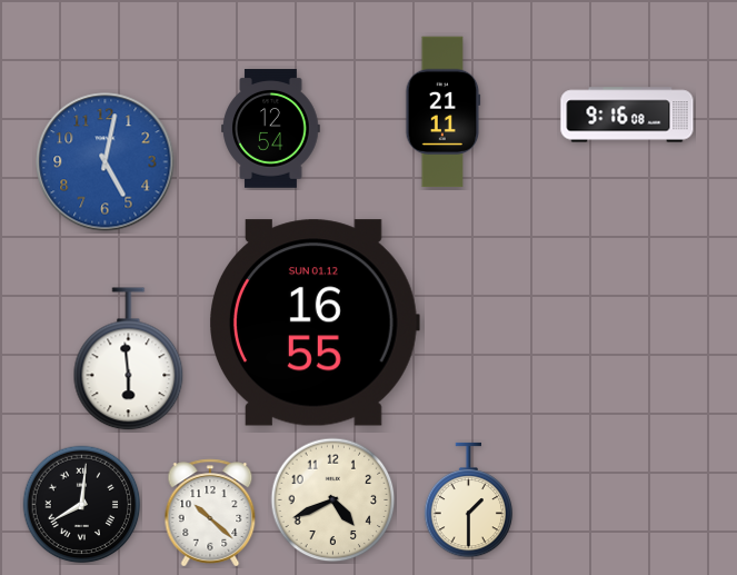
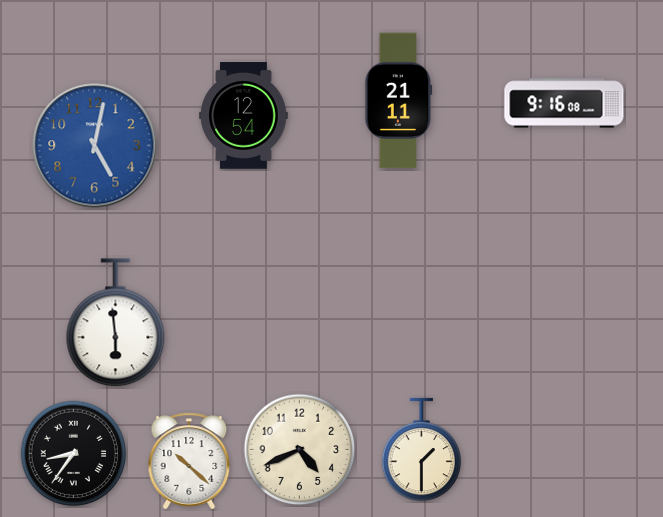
clock at (315, 323): 16:55 -> none
clock at (82, 505): 8:01 -> 8:36
